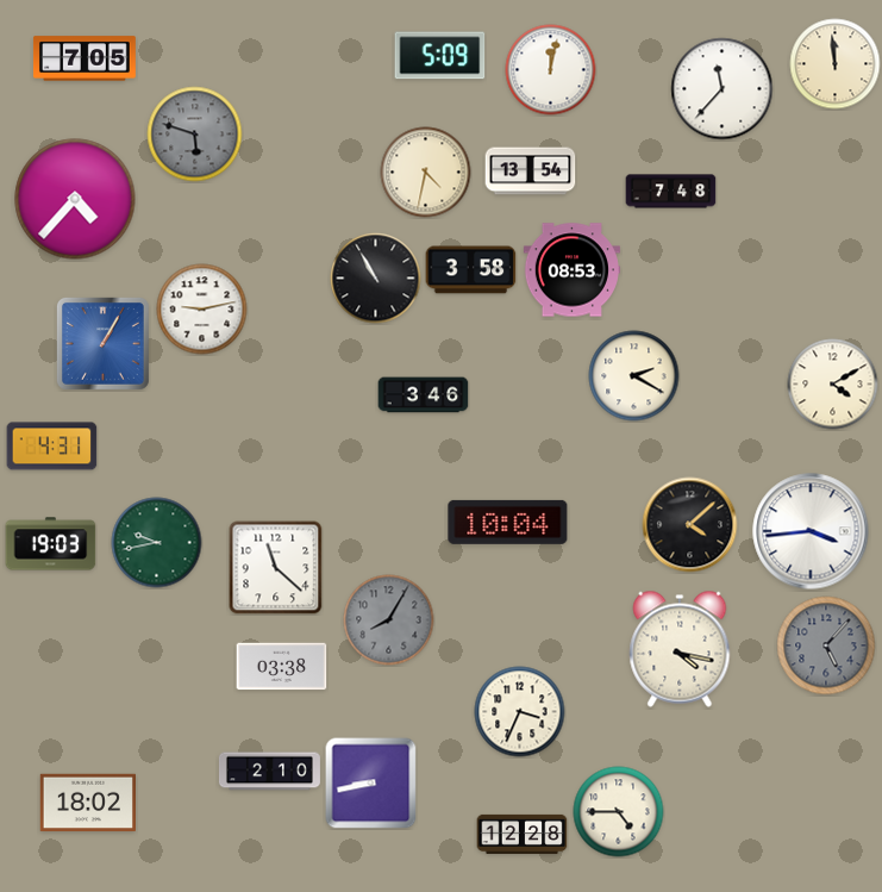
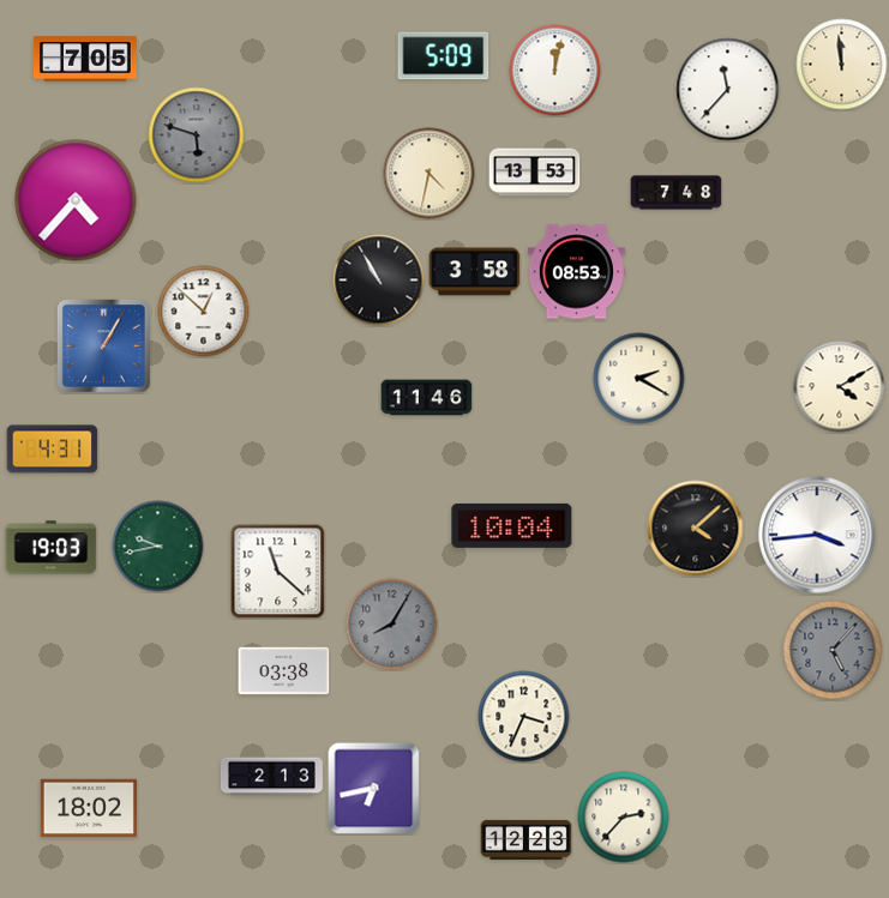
clock at (531, 171): 13:54 -> 13:53
clock at (202, 310): 9:13 -> 12:52
clock at (424, 395): 3:46 -> 11:46
clock at (680, 649): 4:17 -> none
clock at (269, 772): 2:10 -> 2:13
clock at (371, 784): 8:43 -> 6:43
clock at (619, 812): 4:45 -> 2:37
clock at (523, 834): 12:28 -> 12:23
